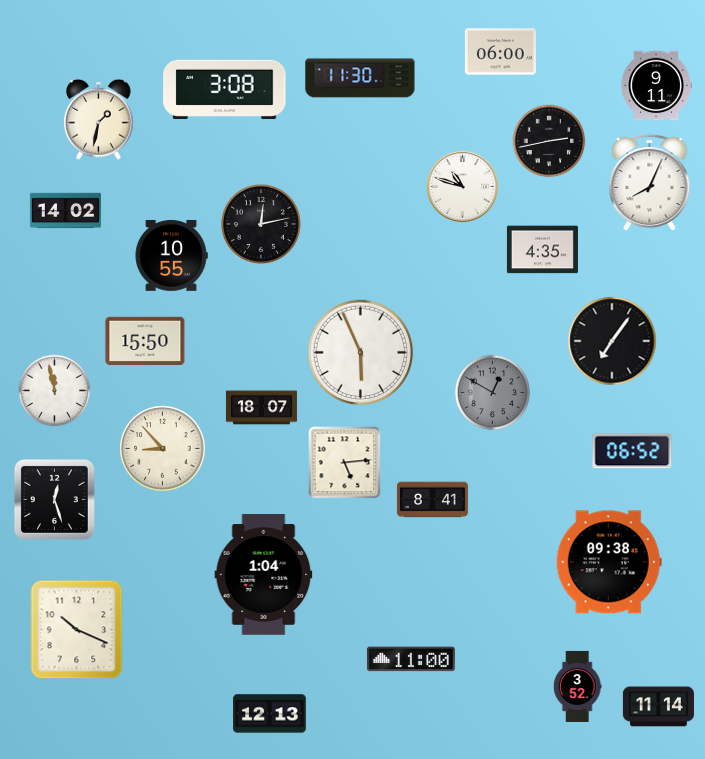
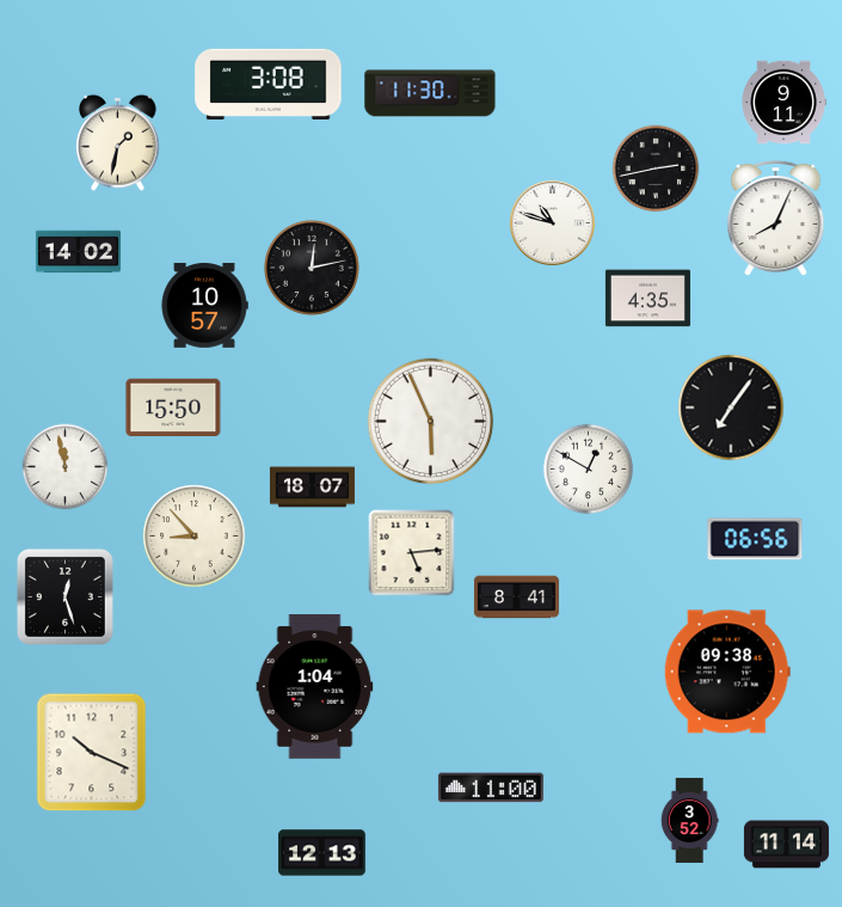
clock at (500, 52): 06:00 -> none
clock at (225, 89) position: (225, 89) -> (269, 84)
clock at (171, 255): 10:55 -> 10:57
clock at (493, 393) dial: grey -> white
clock at (632, 451): 06:52 -> 06:56
